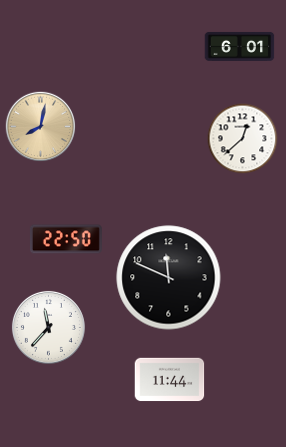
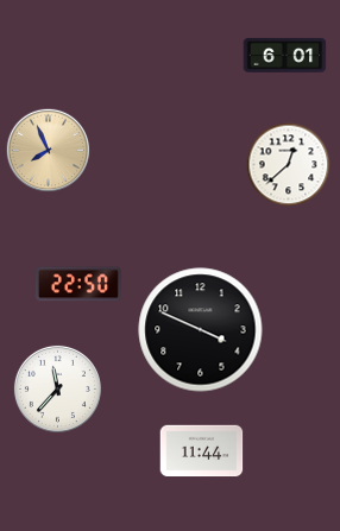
clock at (41, 127): 8:02 -> 7:56
clock at (169, 278): 11:49 -> 3:49
